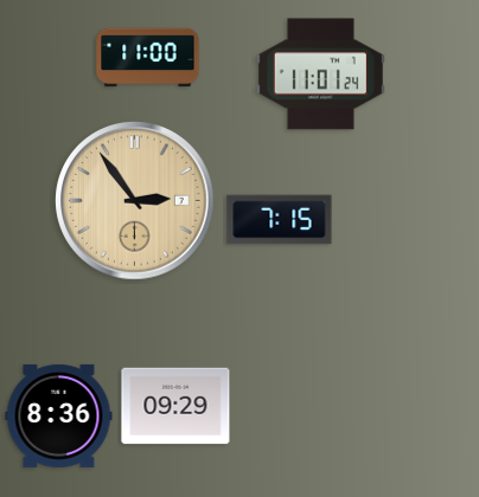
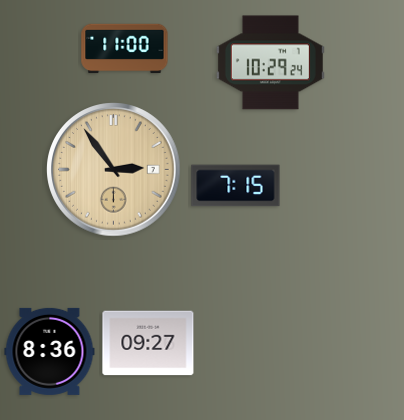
clock at (320, 75): 11:01 -> 10:29
clock at (175, 406): 09:29 -> 09:27
